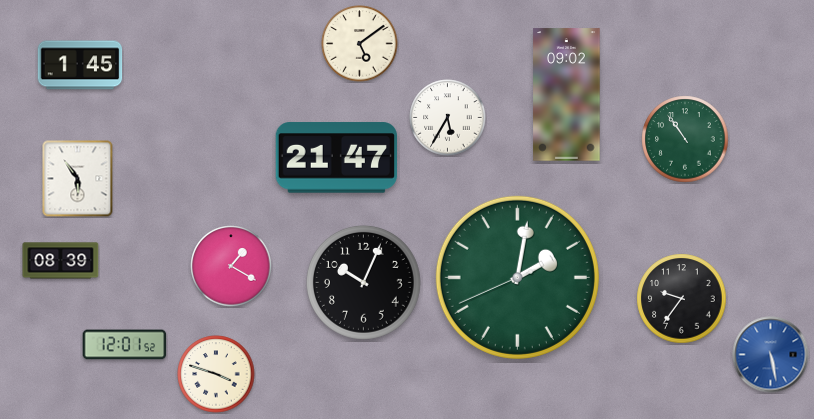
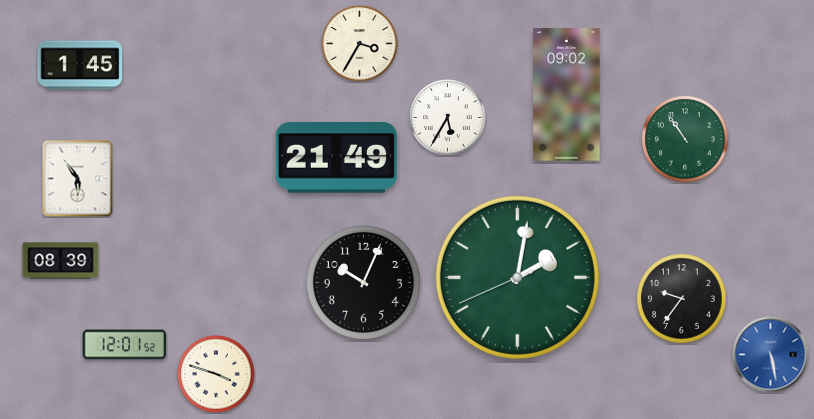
clock at (360, 44): 5:09 -> 3:35
clock at (336, 158): 21:47 -> 21:49
clock at (231, 266): 1:20 -> none
